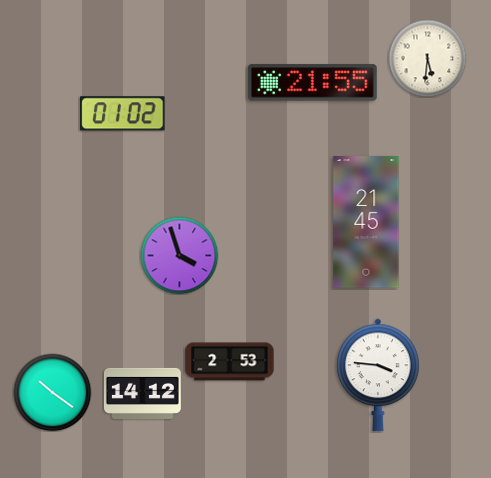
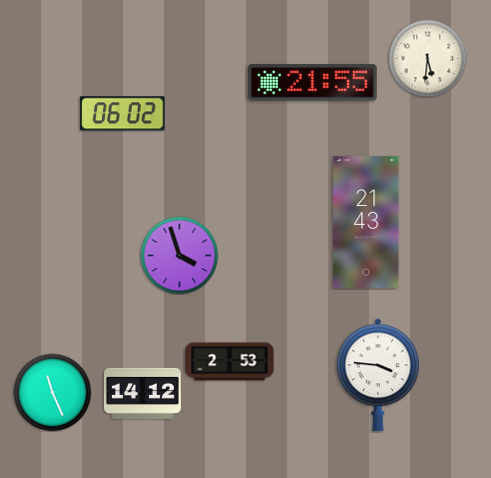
clock at (123, 114): 01:02 -> 06:02
clock at (366, 222): 21:45 -> 21:43
clock at (52, 392): 10:21 -> 11:26
